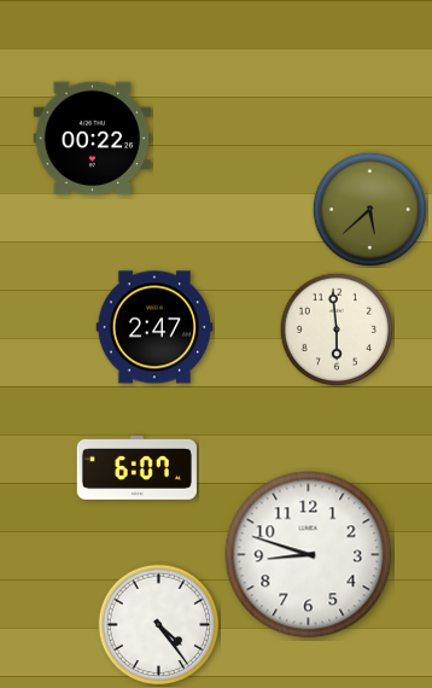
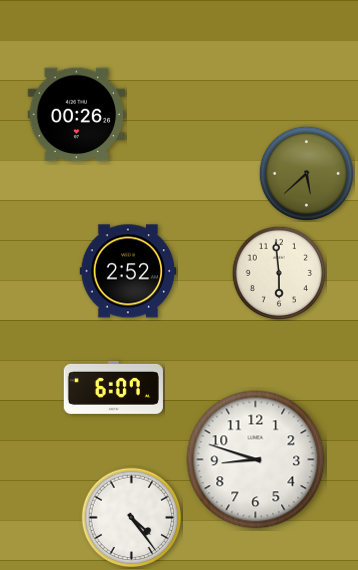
clock at (92, 139): 00:22 -> 00:26
clock at (154, 327): 2:47 -> 2:52
